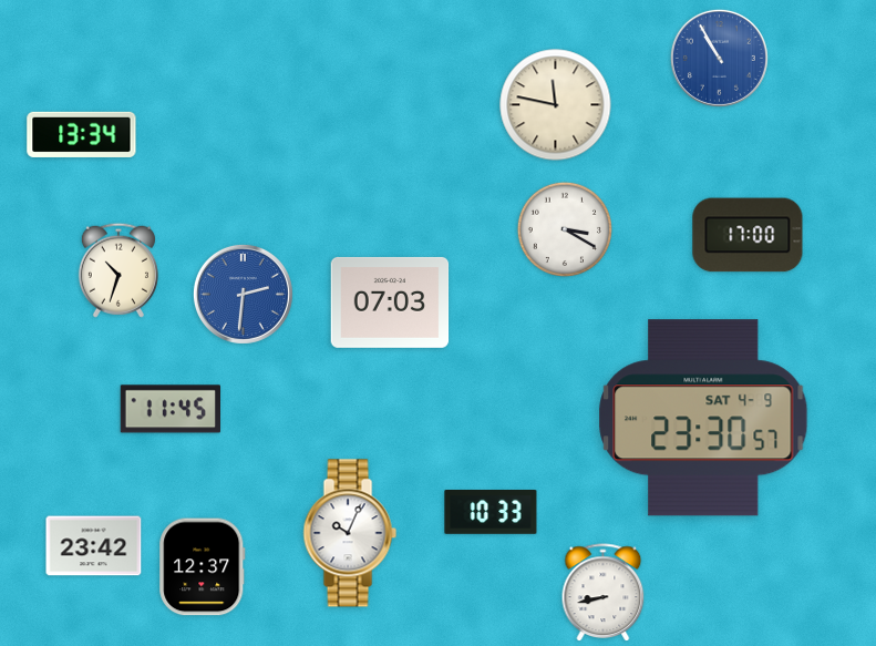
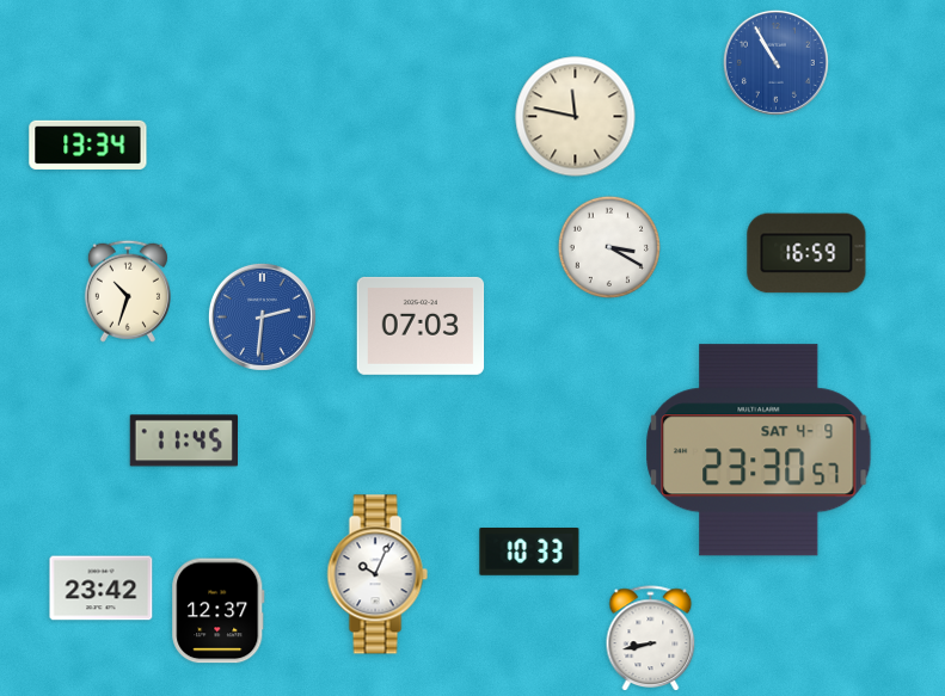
clock at (556, 105) position: (556, 105) -> (576, 117)
clock at (748, 235): 17:00 -> 16:59
